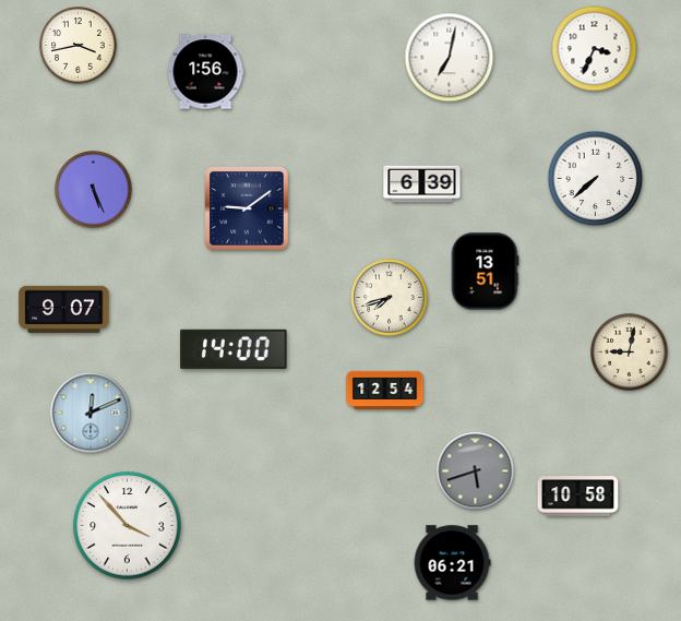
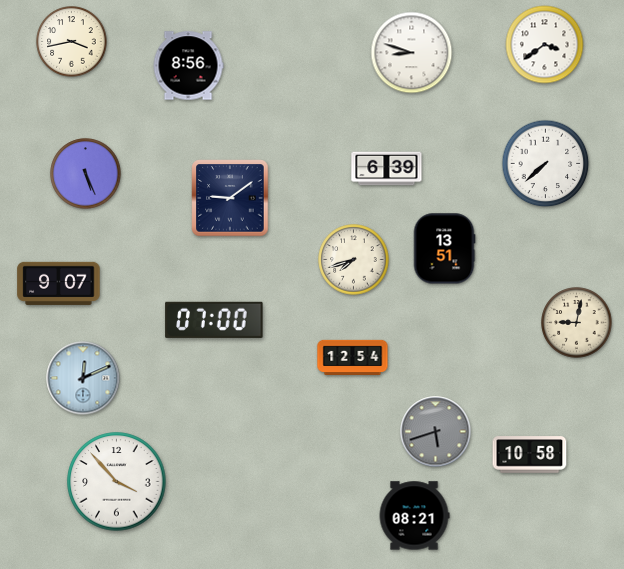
clock at (595, 49): 3:34 -> 3:39
clock at (450, 58): 7:02 -> 8:48
clock at (205, 72): 1:56 -> 8:56
clock at (247, 208) position: (247, 208) -> (230, 198)
clock at (390, 298) position: (390, 298) -> (354, 260)
clock at (234, 349): 14:00 -> 07:00
clock at (452, 563): 06:21 -> 08:21
